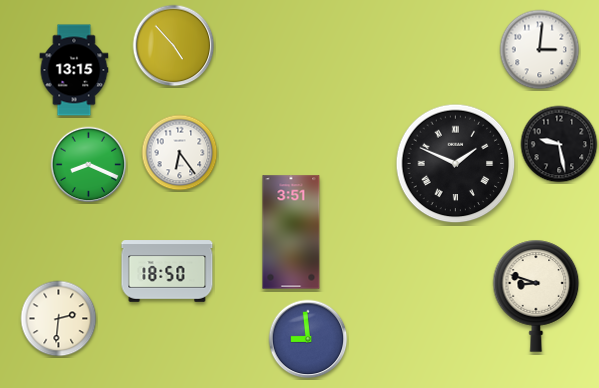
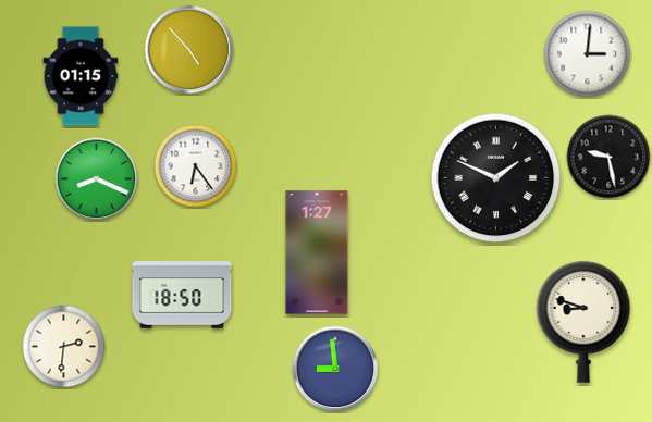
clock at (74, 70): 13:15 -> 01:15
clock at (291, 232): 3:51 -> 1:27
